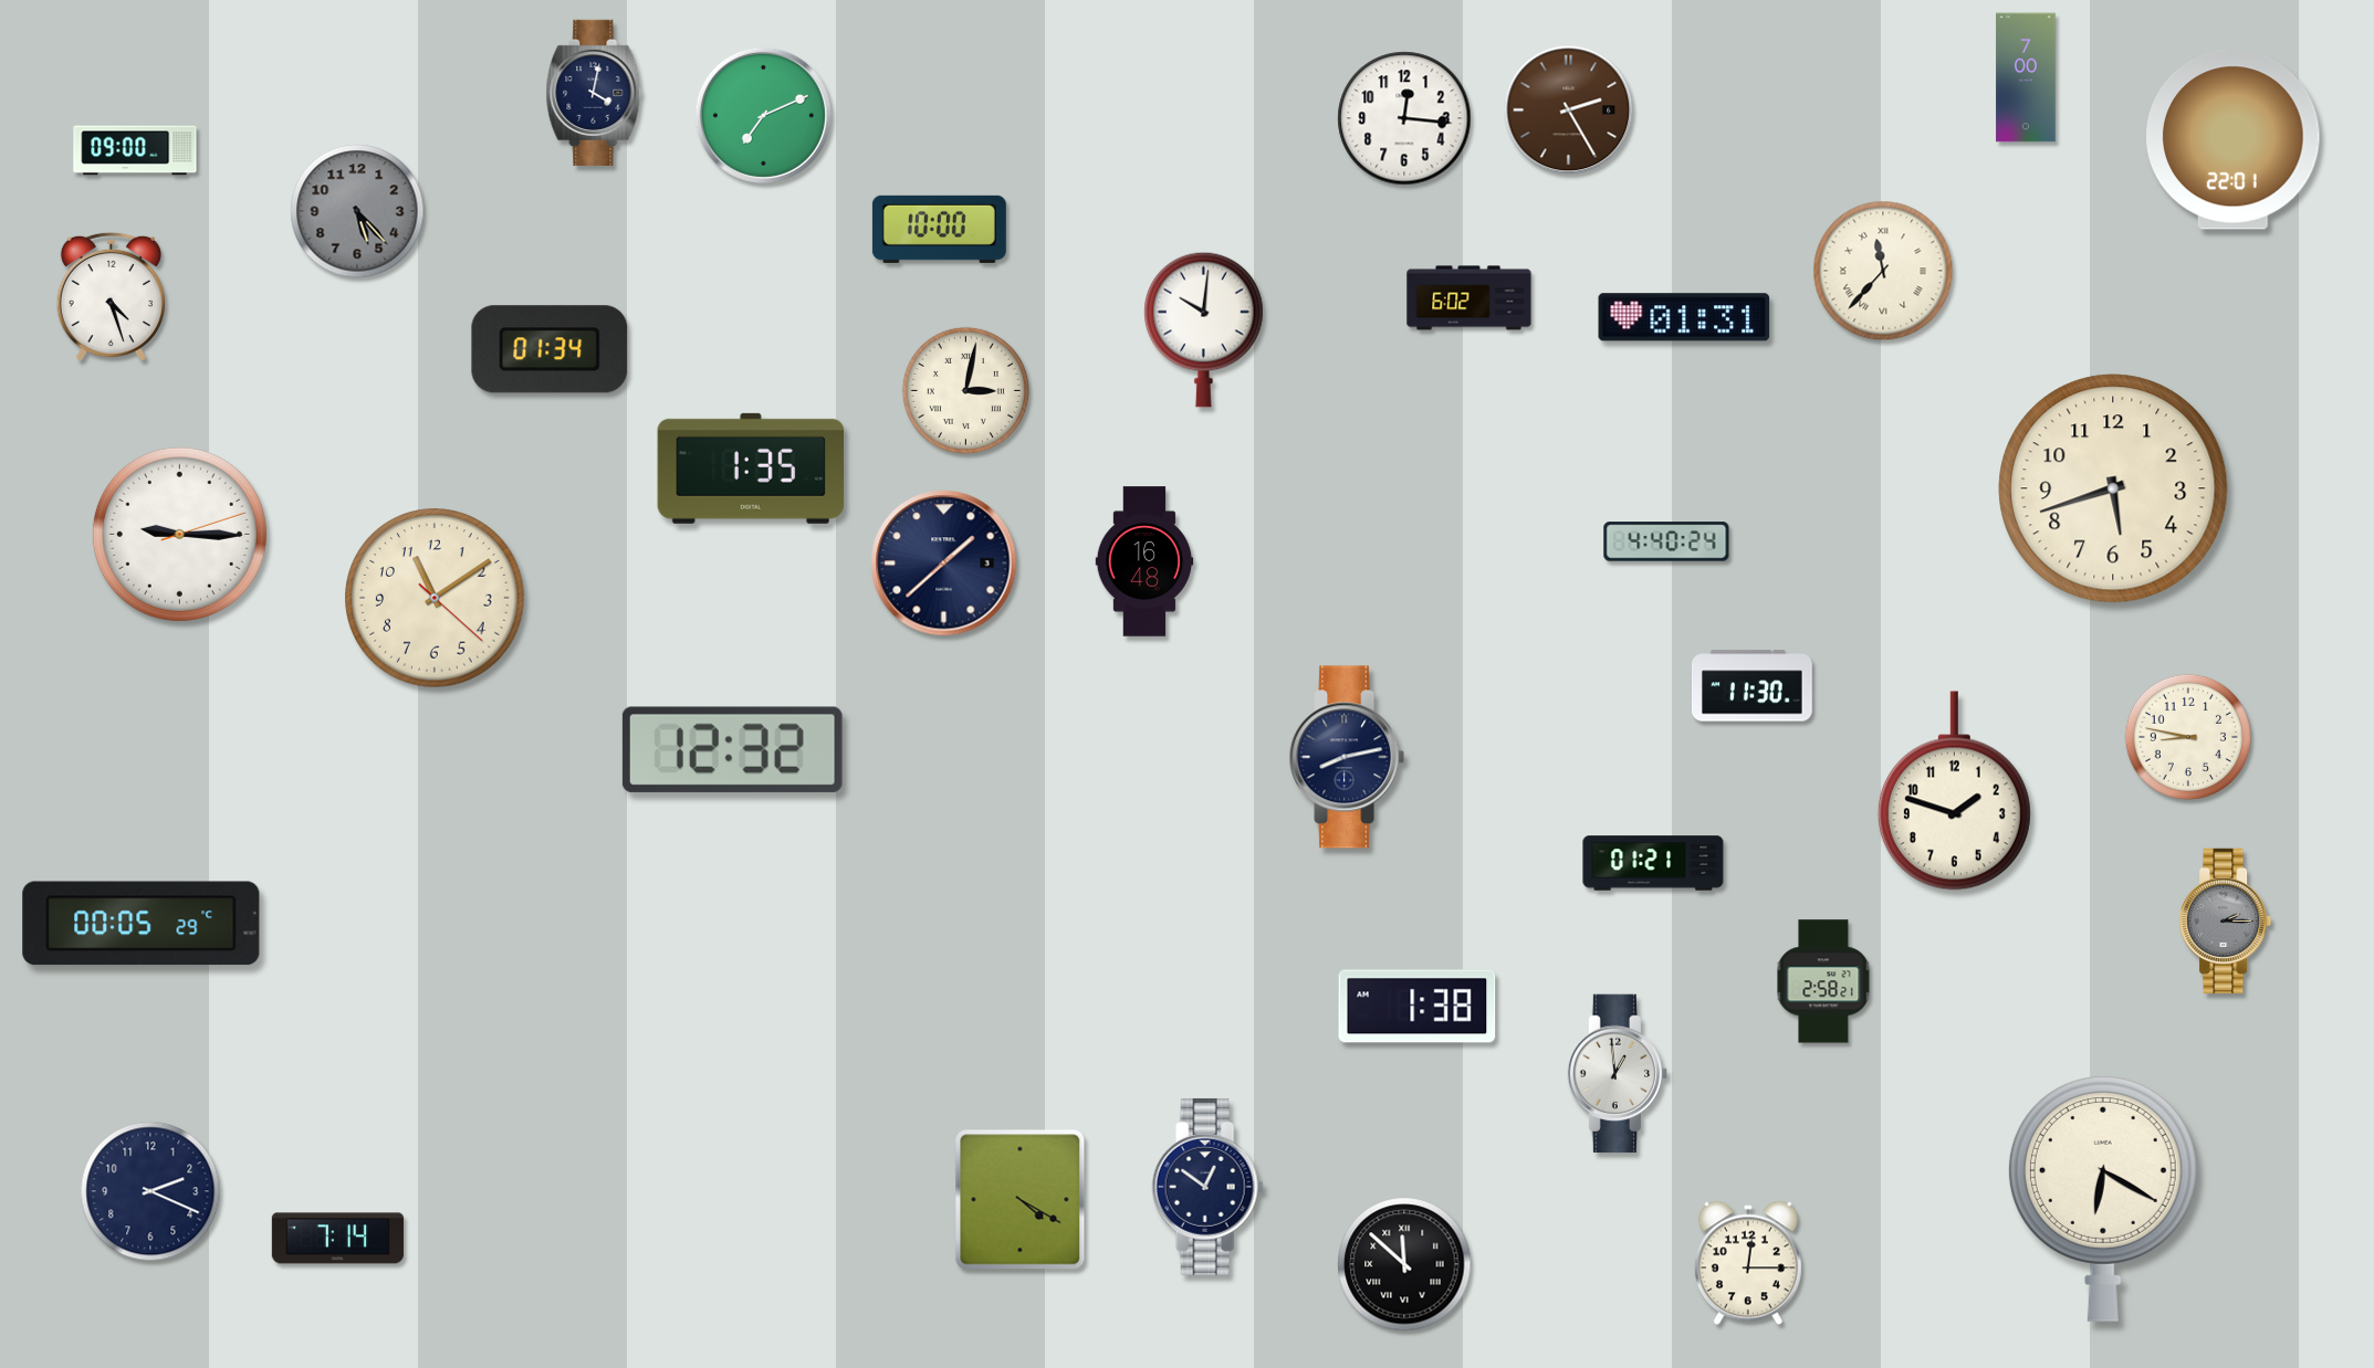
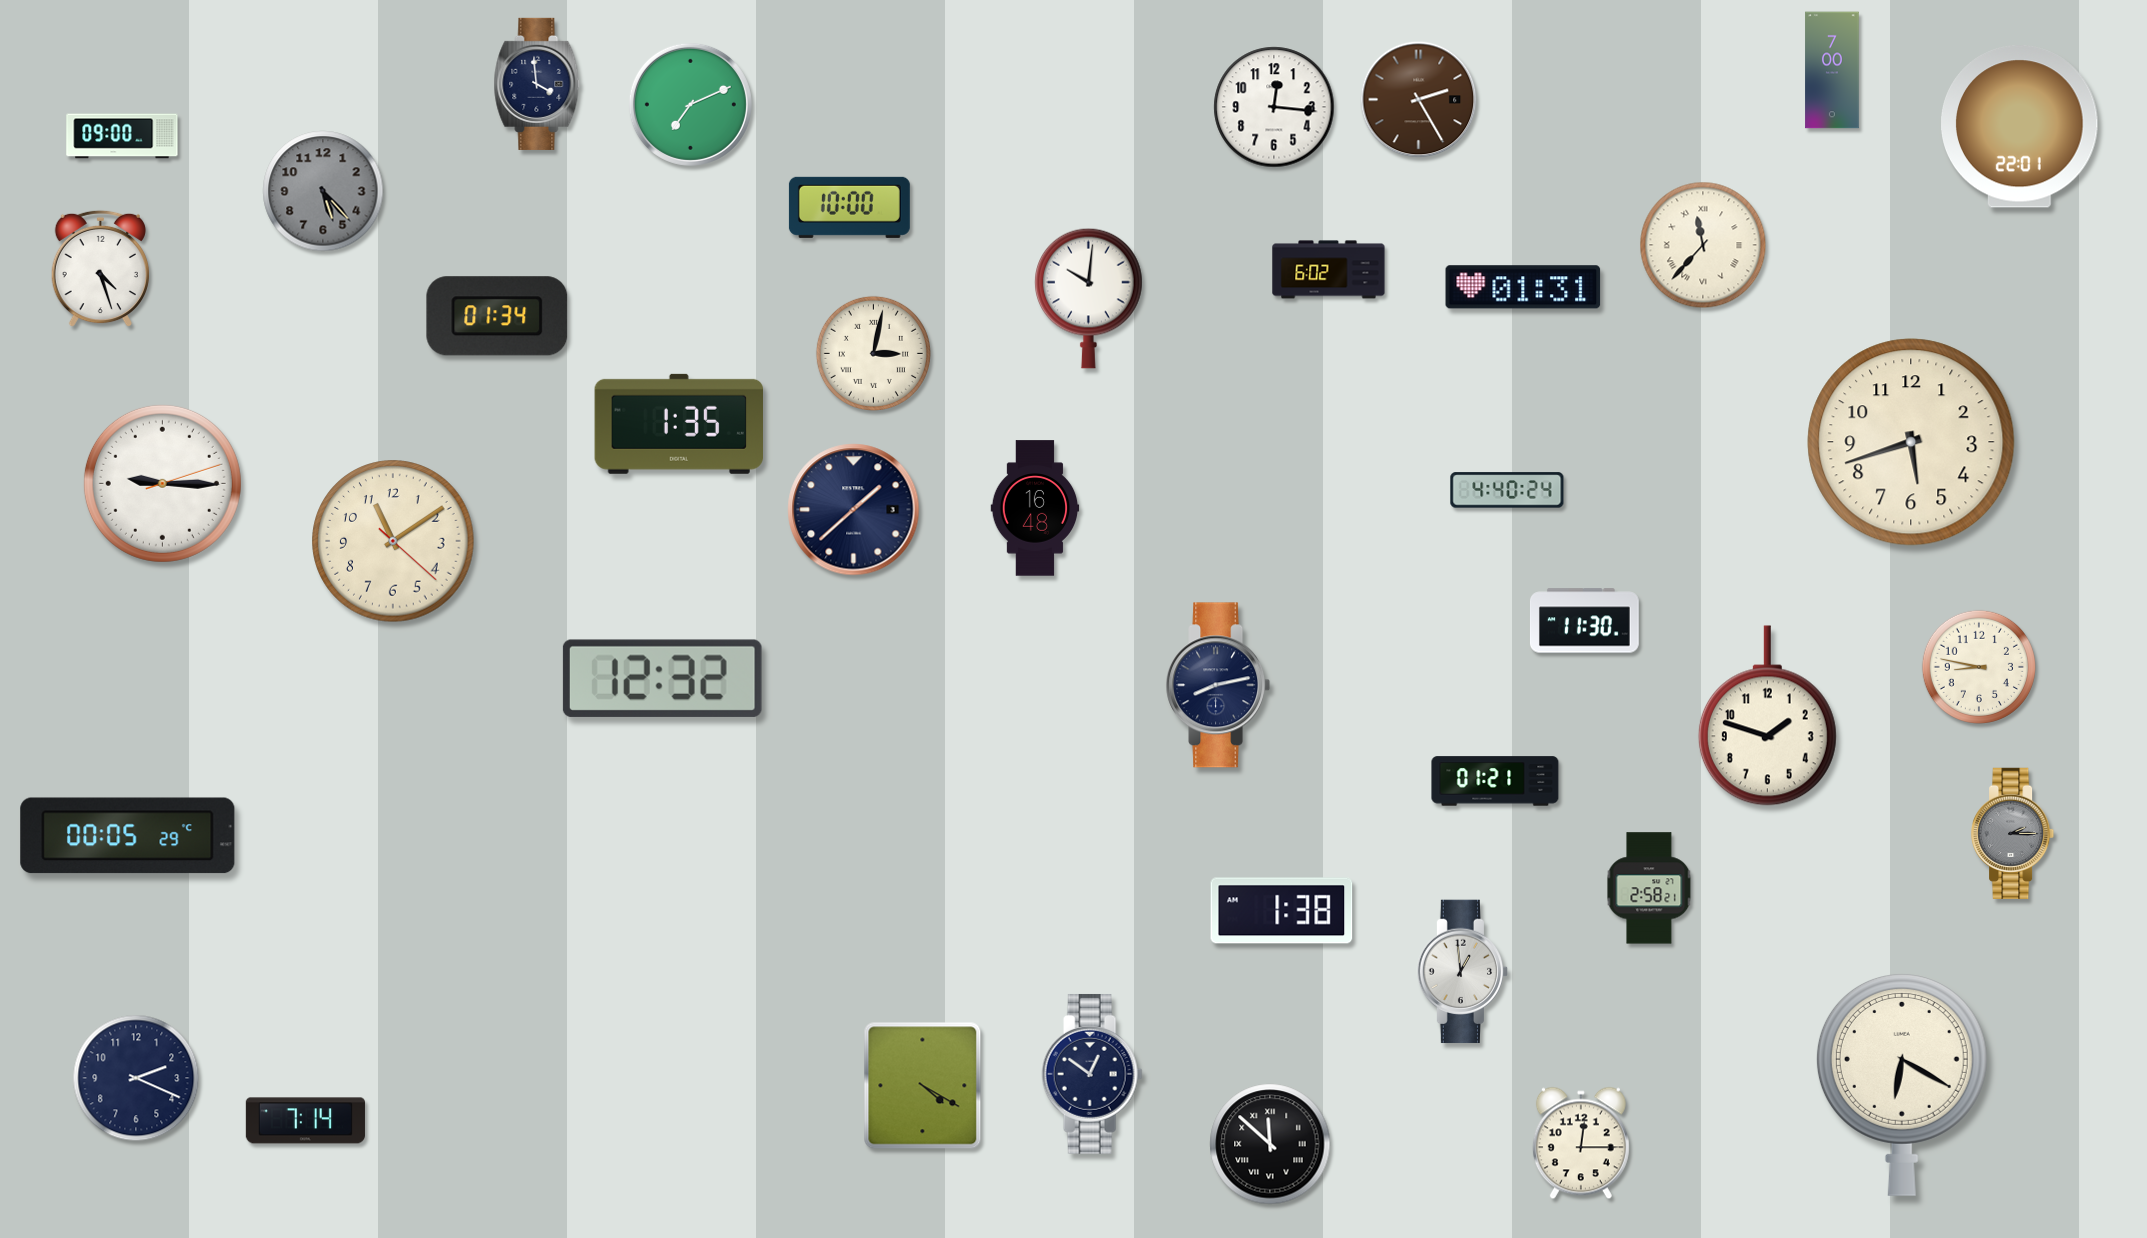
clock at (594, 93): 4:02 -> 3:59
clock at (1404, 118) position: (1404, 118) -> (1274, 107)
